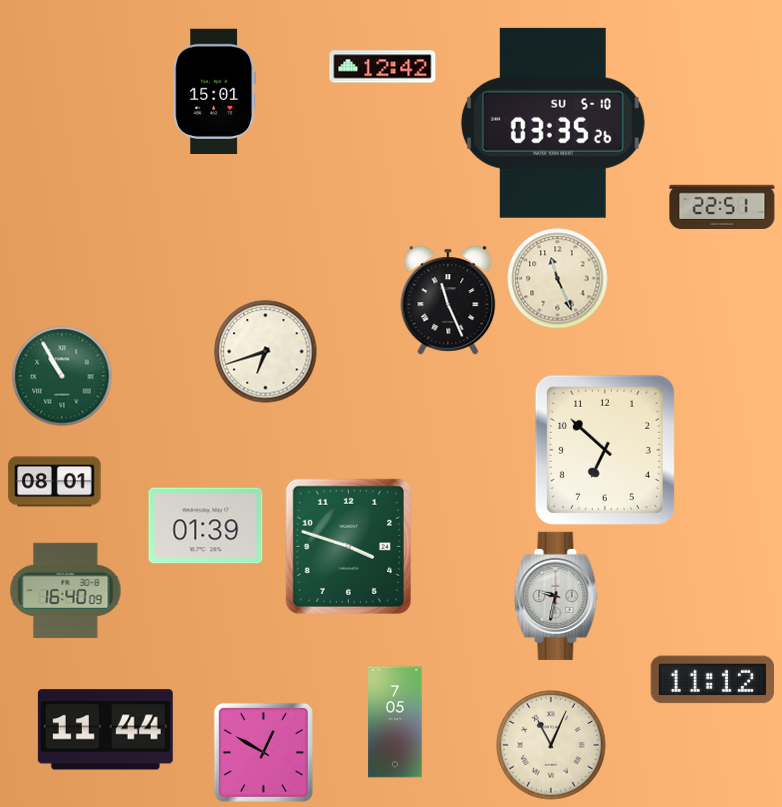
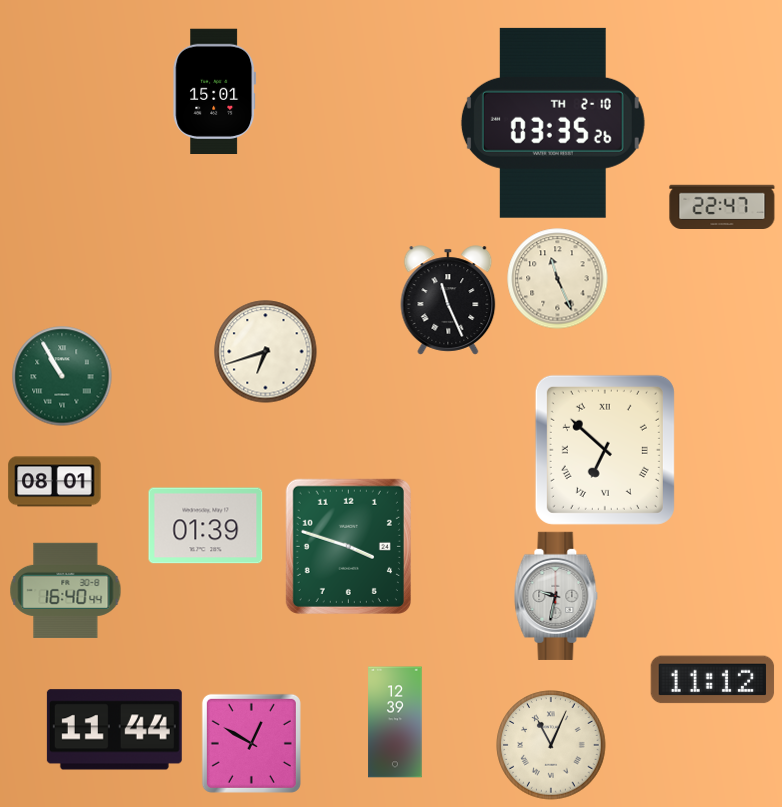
clock at (383, 67): 12:42 -> none
clock at (553, 123) date: SU 5-10 -> TH 2-10
clock at (722, 206): 22:51 -> 22:47
clock at (605, 450) numerals: Arabic -> Roman
clock at (66, 590): 16:40:09 -> 16:40:44
clock at (395, 722): 7:05 -> 12:39
clock at (105, 730) position: (105, 730) -> (114, 730)
clock at (263, 752) position: (263, 752) -> (251, 743)
